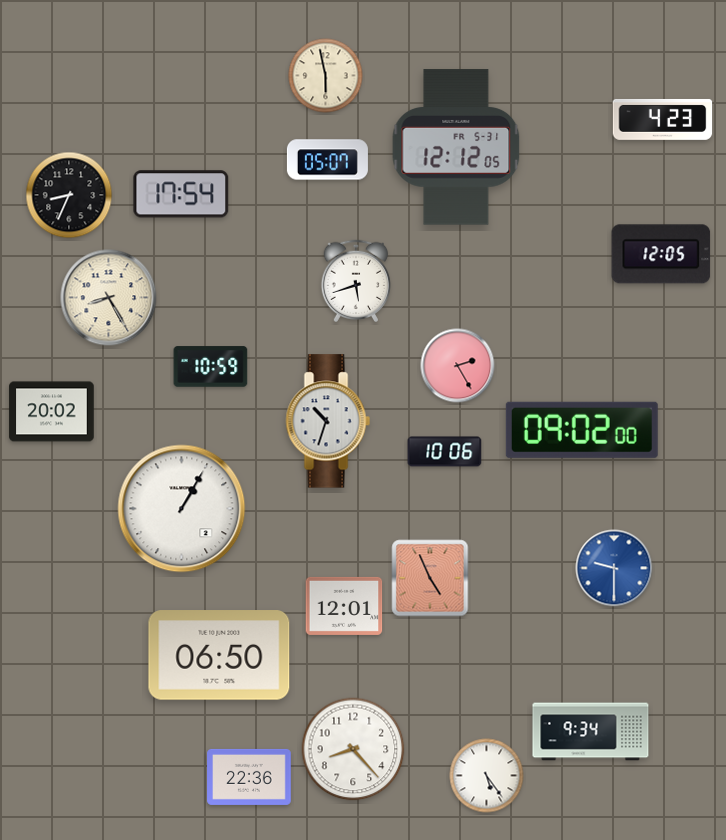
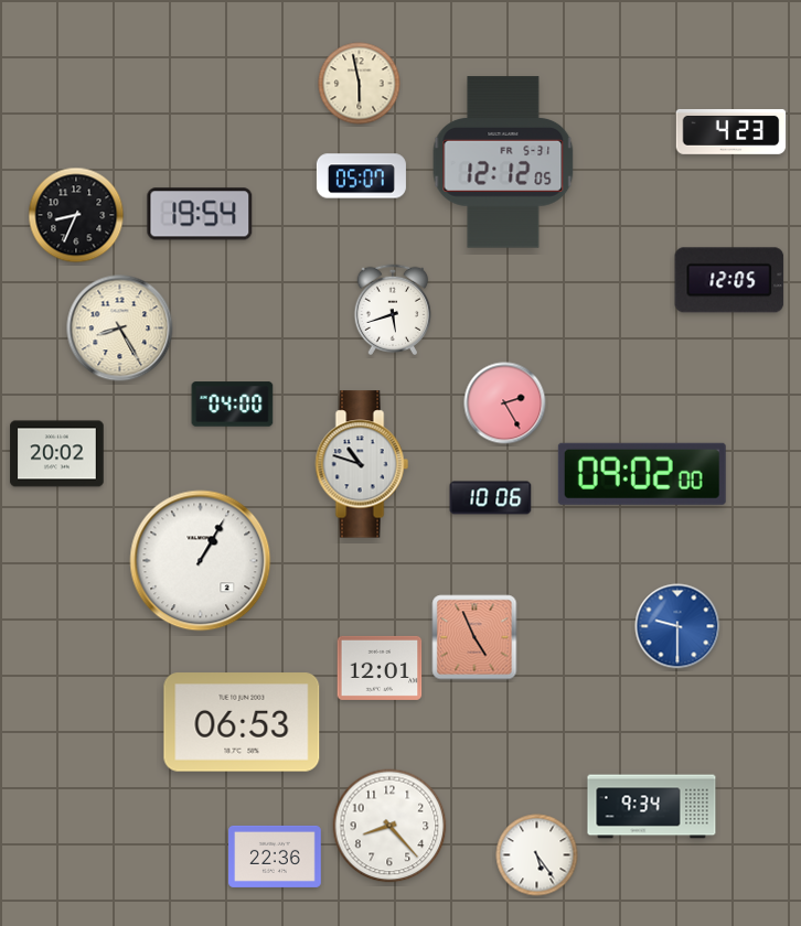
clock at (181, 194): 17:54 -> 19:54
clock at (211, 367): 10:59 -> 04:00
clock at (328, 421): 10:33 -> 10:48
clock at (219, 655): 06:50 -> 06:53
